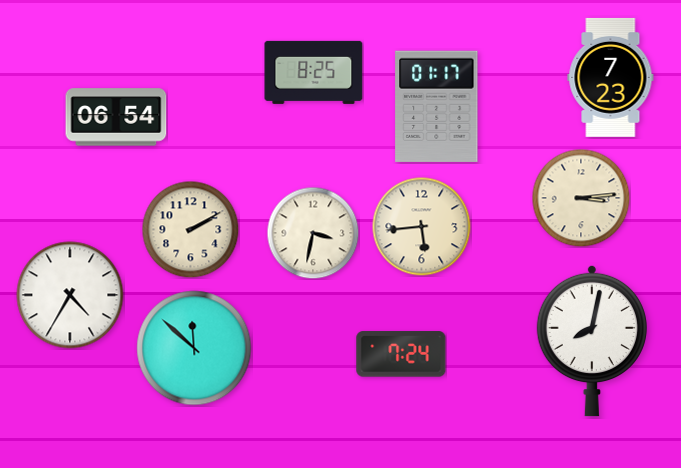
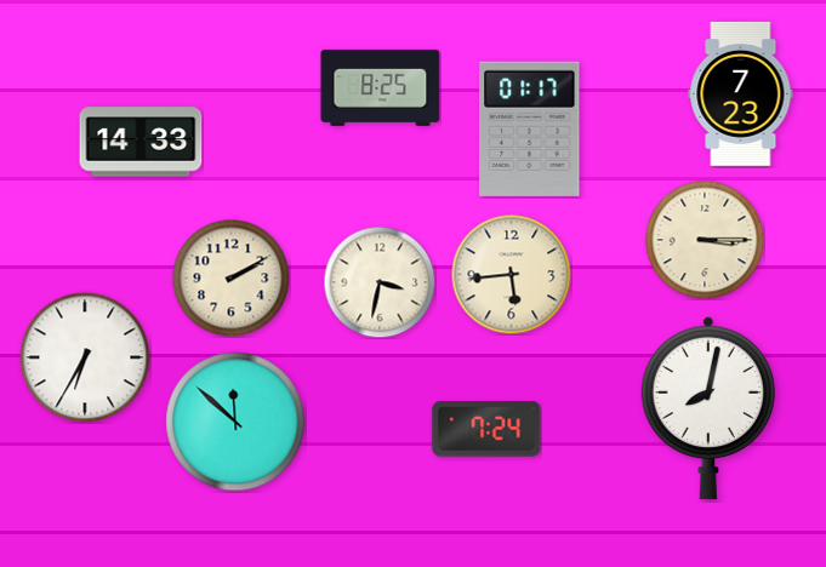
clock at (116, 117): 06:54 -> 14:33
clock at (581, 198): 3:14 -> 3:15
clock at (70, 295): 4:35 -> 6:35
clock at (592, 341) position: (592, 341) -> (708, 408)
